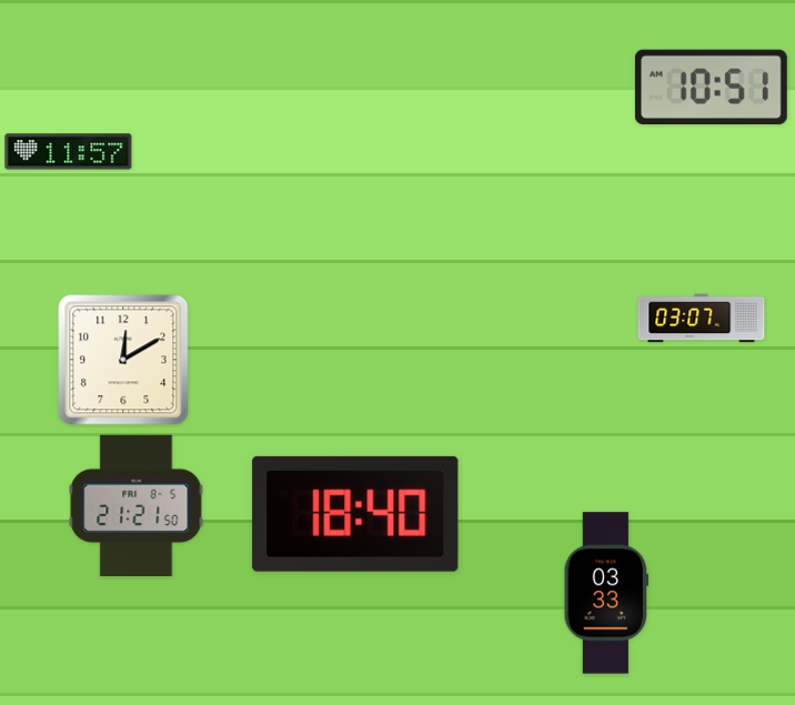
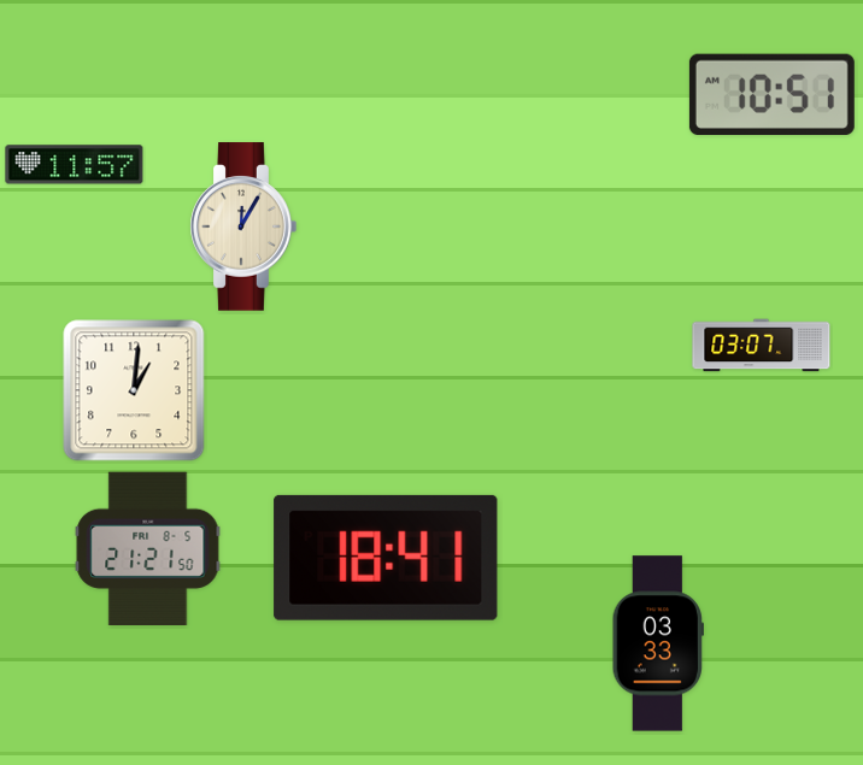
clock at (243, 226): none -> 12:05
clock at (123, 360): 12:10 -> 1:01
clock at (355, 514): 18:40 -> 18:41
